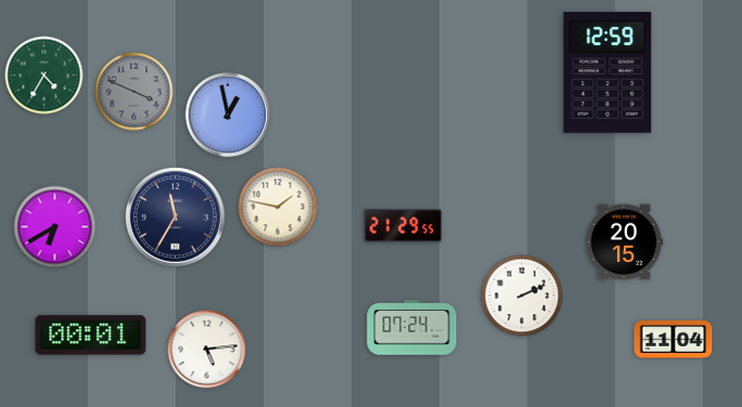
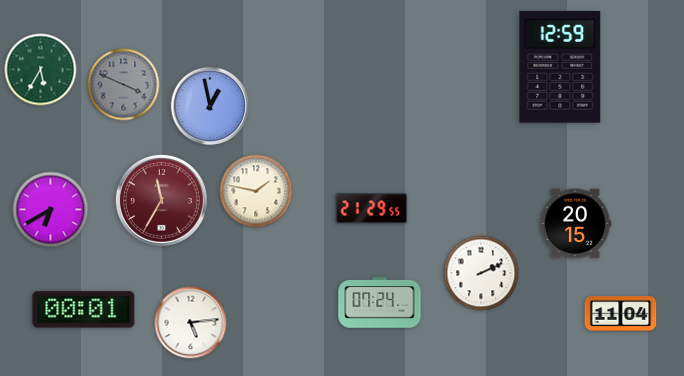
clock at (44, 76): 4:35 -> 5:35
clock at (175, 216) dial: navy -> burgundy
